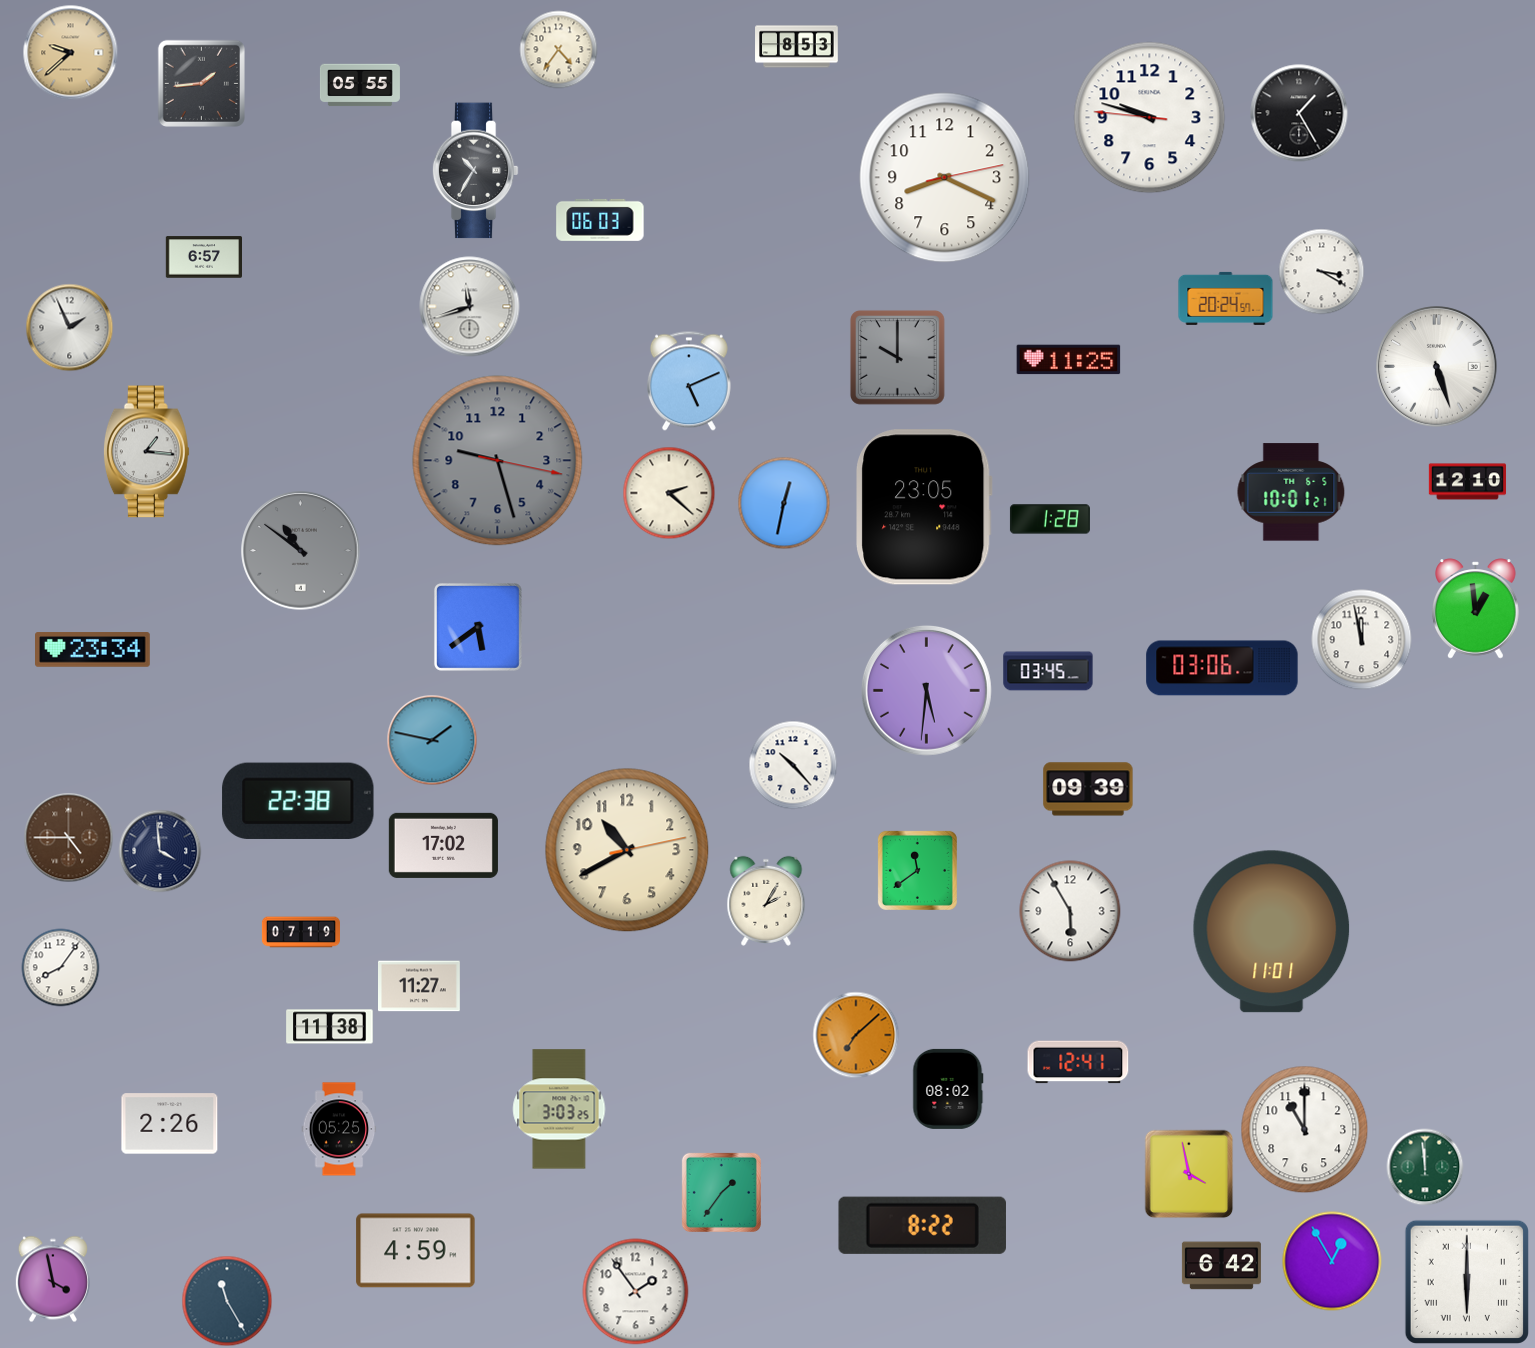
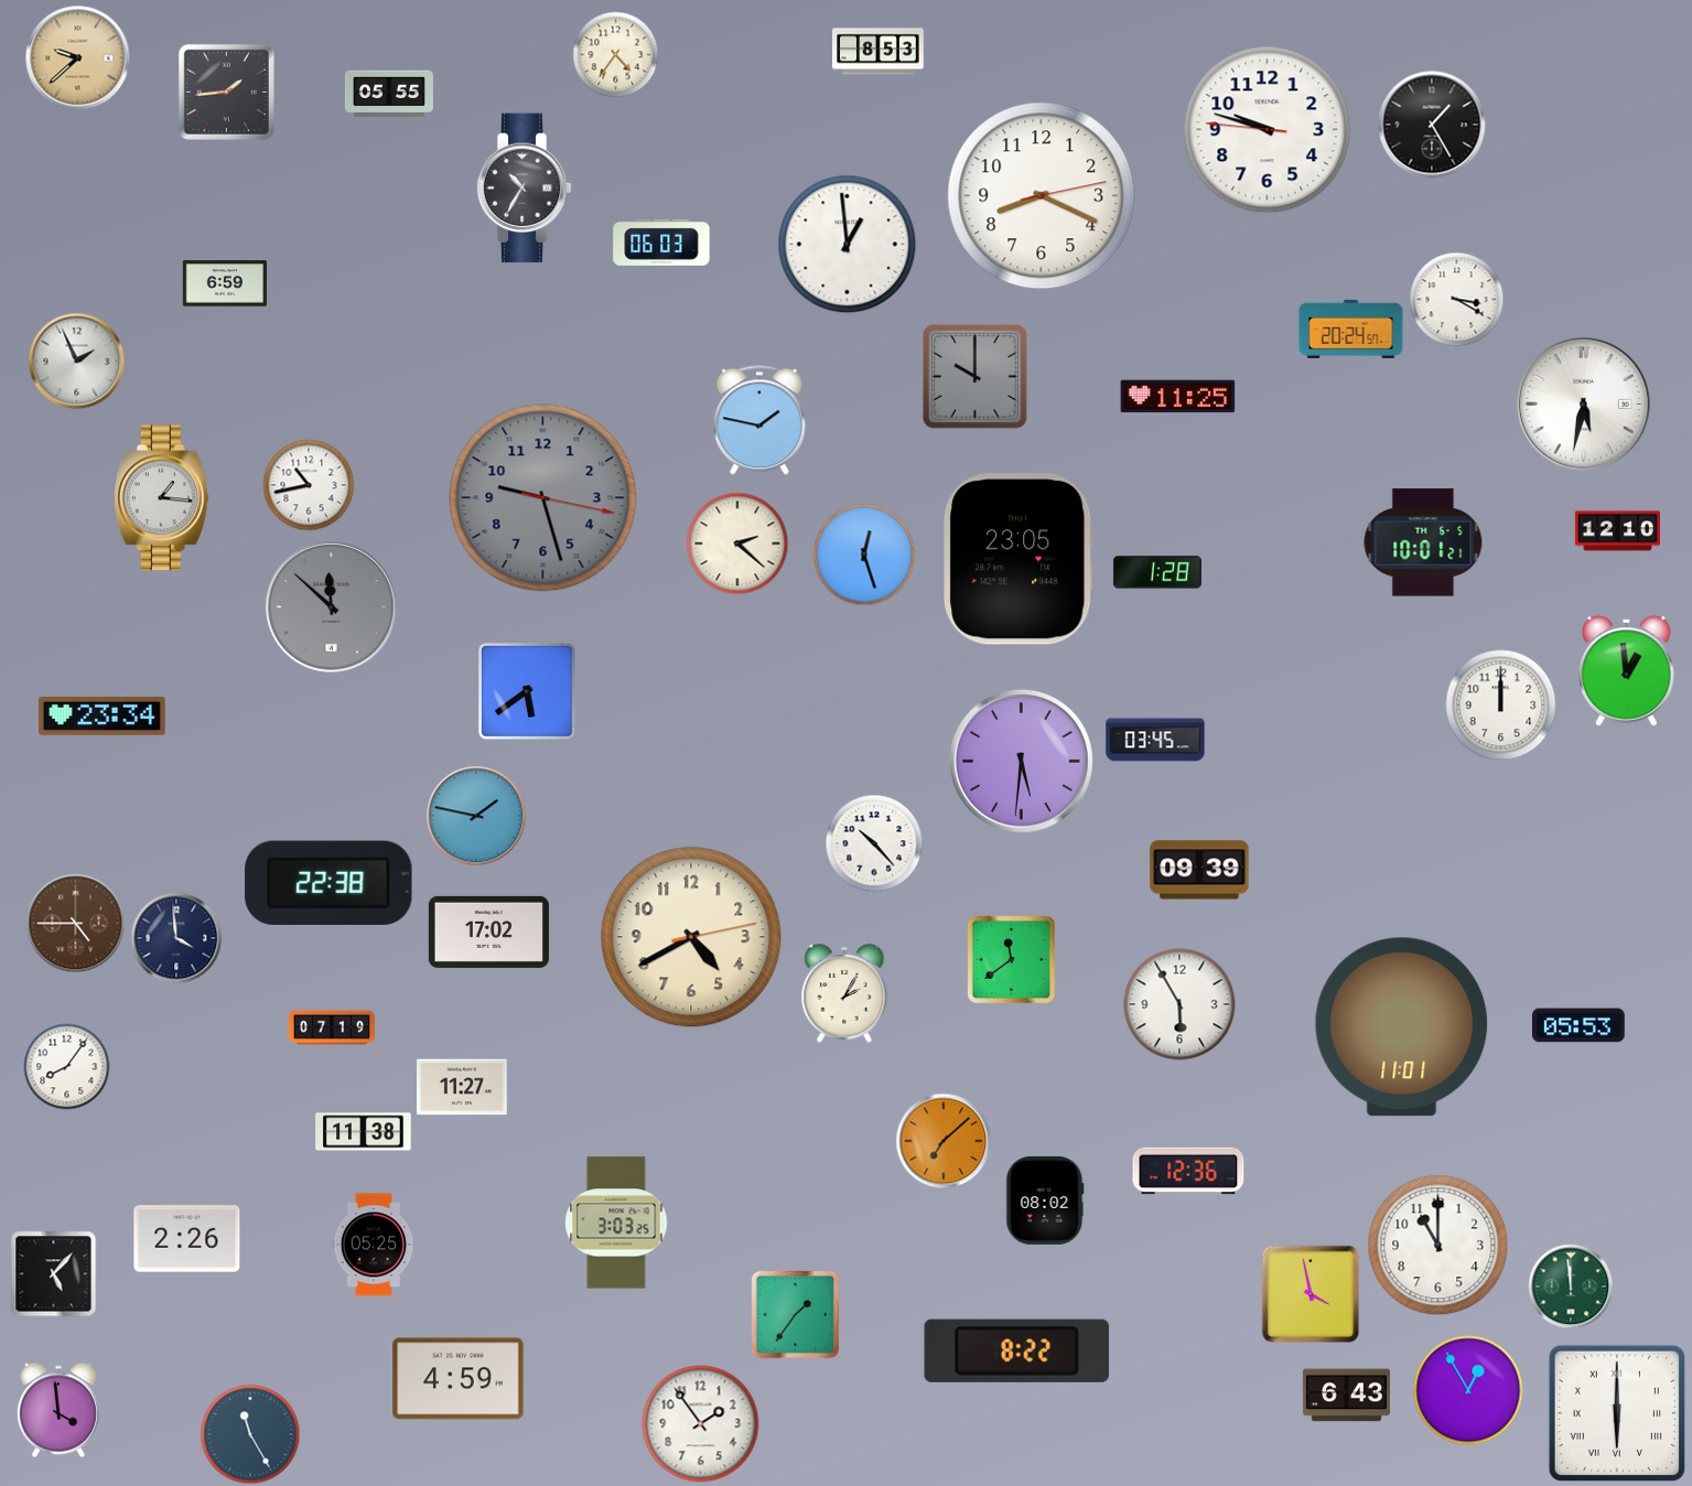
clock at (201, 83) position: (201, 83) -> (226, 91)
clock at (360, 85) position: (360, 85) -> (389, 94)
clock at (848, 245): none -> 12:59
clock at (204, 257): 6:57 -> 6:59
clock at (470, 307): 11:42 -> none
clock at (897, 357) position: (897, 357) -> (974, 376)
clock at (1437, 367): 5:27 -> 5:32
clock at (689, 381): 5:11 -> 1:47
clock at (309, 485): none -> 10:43
clock at (498, 461) position: (498, 461) -> (543, 498)
clock at (784, 503): 12:32 -> 12:27
clock at (301, 551): 10:51 -> 11:52
clock at (1362, 640): 11:58 -> 12:00
clock at (1222, 668): 03:06 -> none
clock at (627, 850): 10:40 -> 4:40
clock at (1578, 1025): none -> 05:53
clock at (1078, 1062): 12:41 -> 12:36
clock at (54, 1274): none -> 5:07
clock at (1221, 1266): 6:42 -> 6:43
clock at (53, 1279): 3:58 -> 3:59
